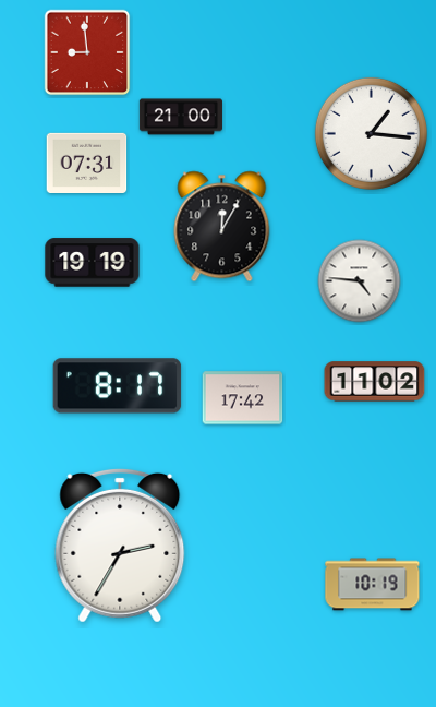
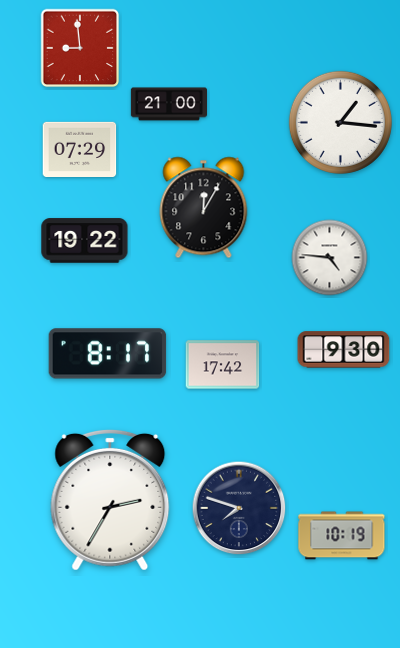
clock at (180, 117) position: (180, 117) -> (168, 104)
clock at (87, 163): 07:31 -> 07:29
clock at (93, 263): 19:19 -> 19:22
clock at (375, 382): 11:02 -> 9:30
clock at (239, 508): none -> 7:48
